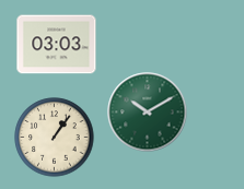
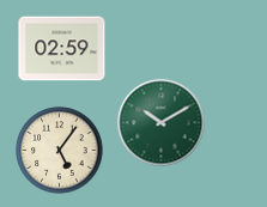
clock at (57, 45): 03:03 -> 02:59
clock at (55, 138): 1:06 -> 5:06
